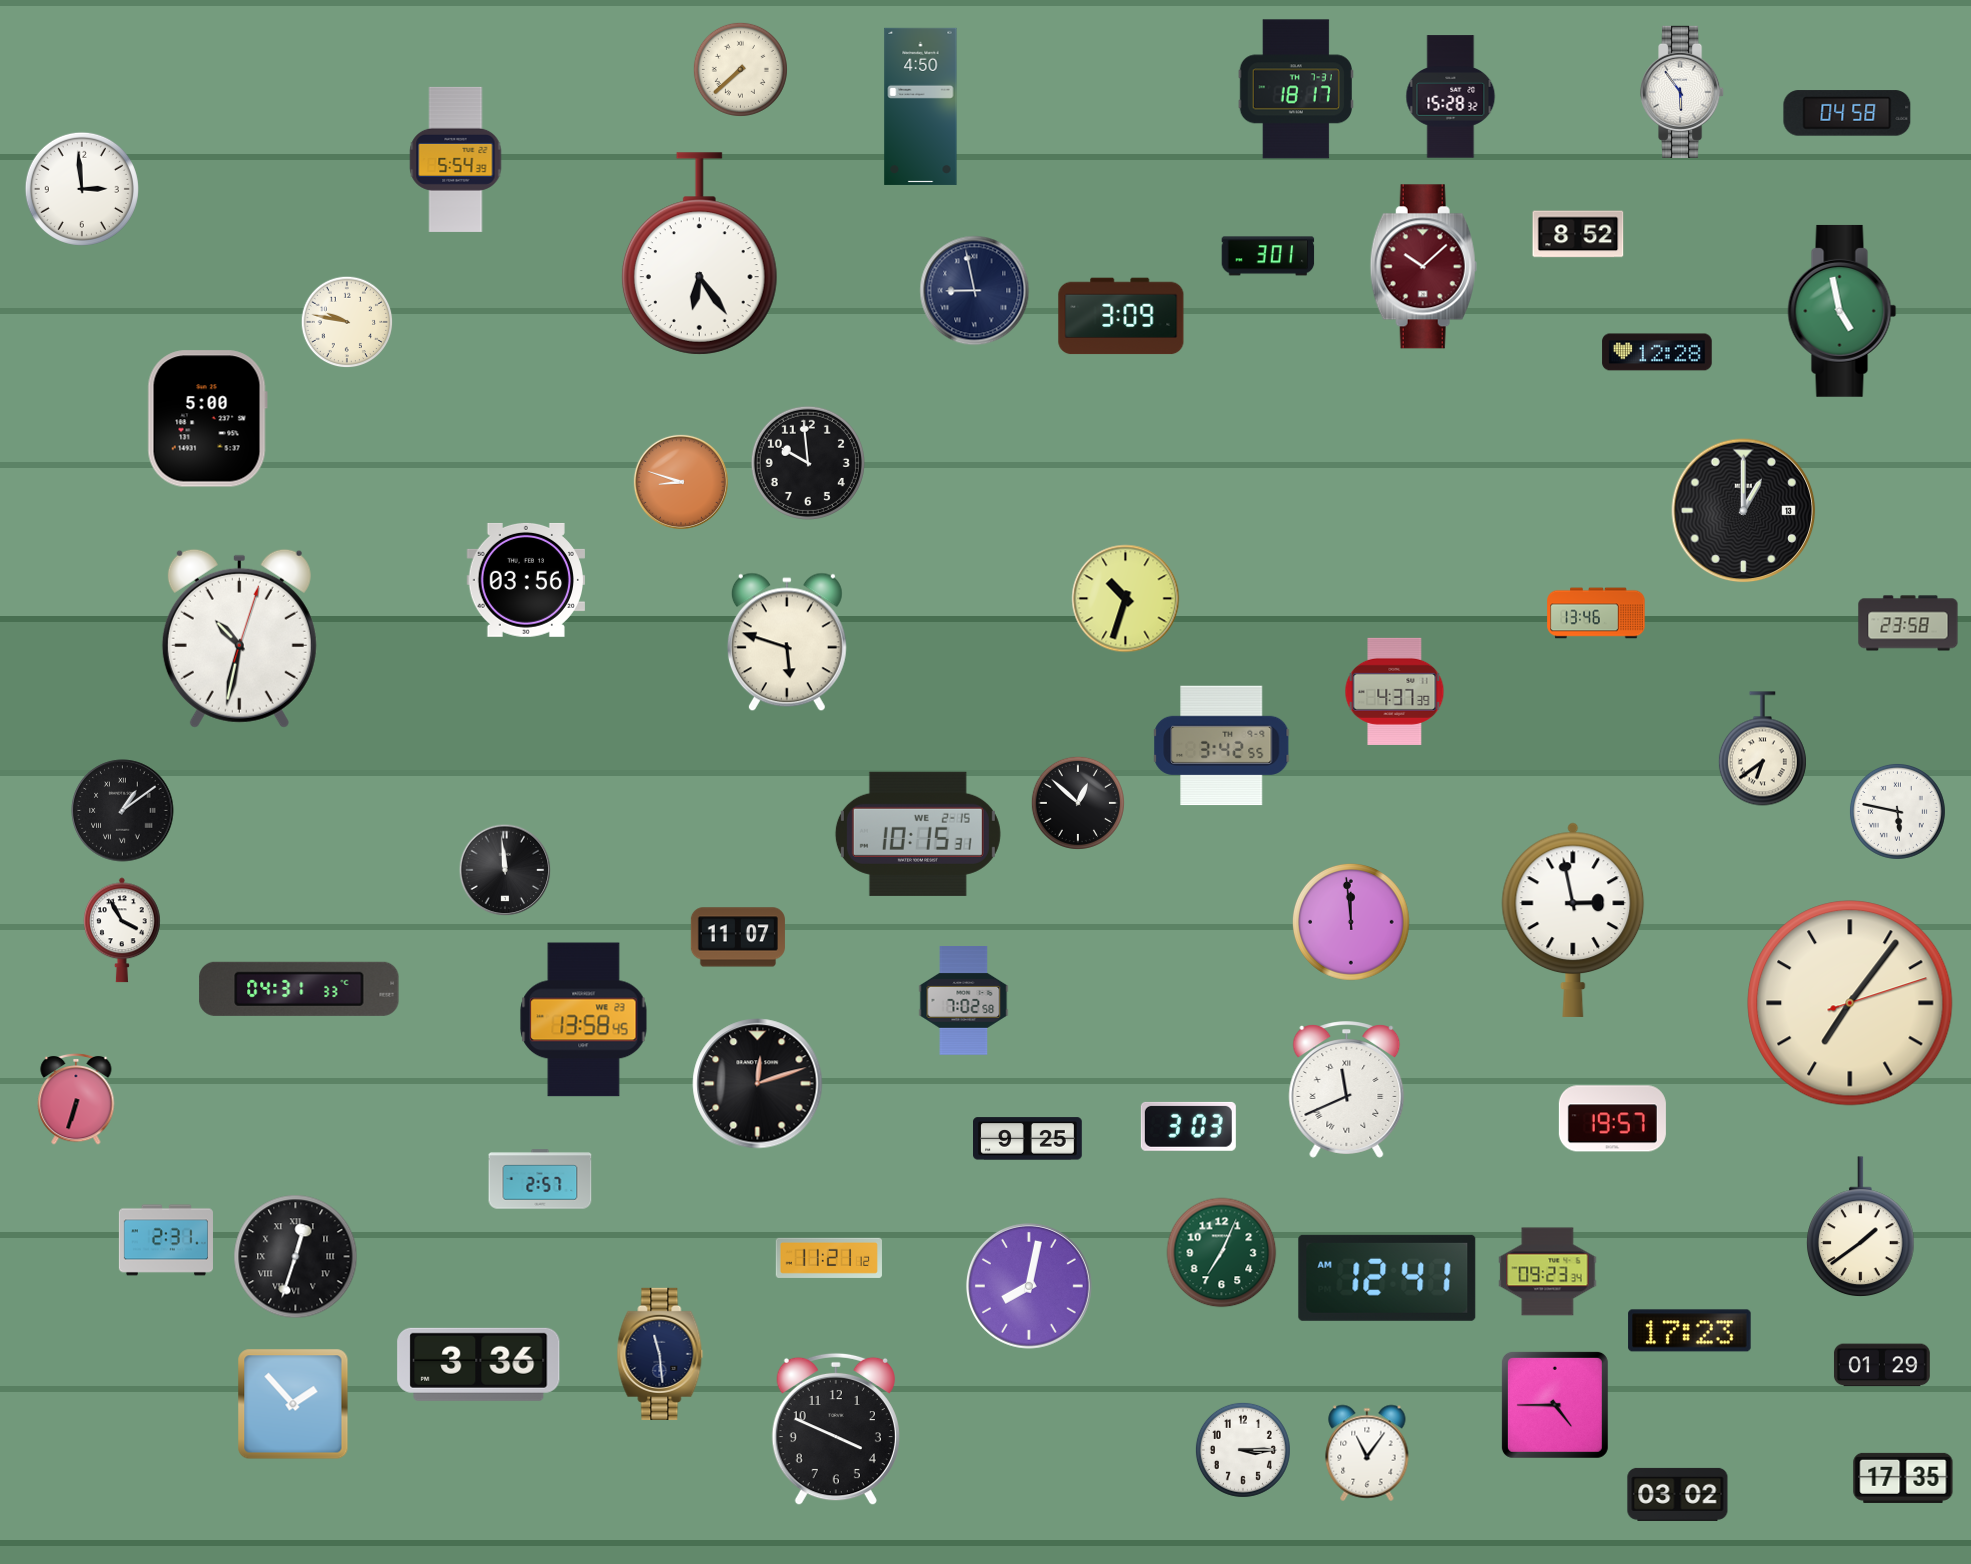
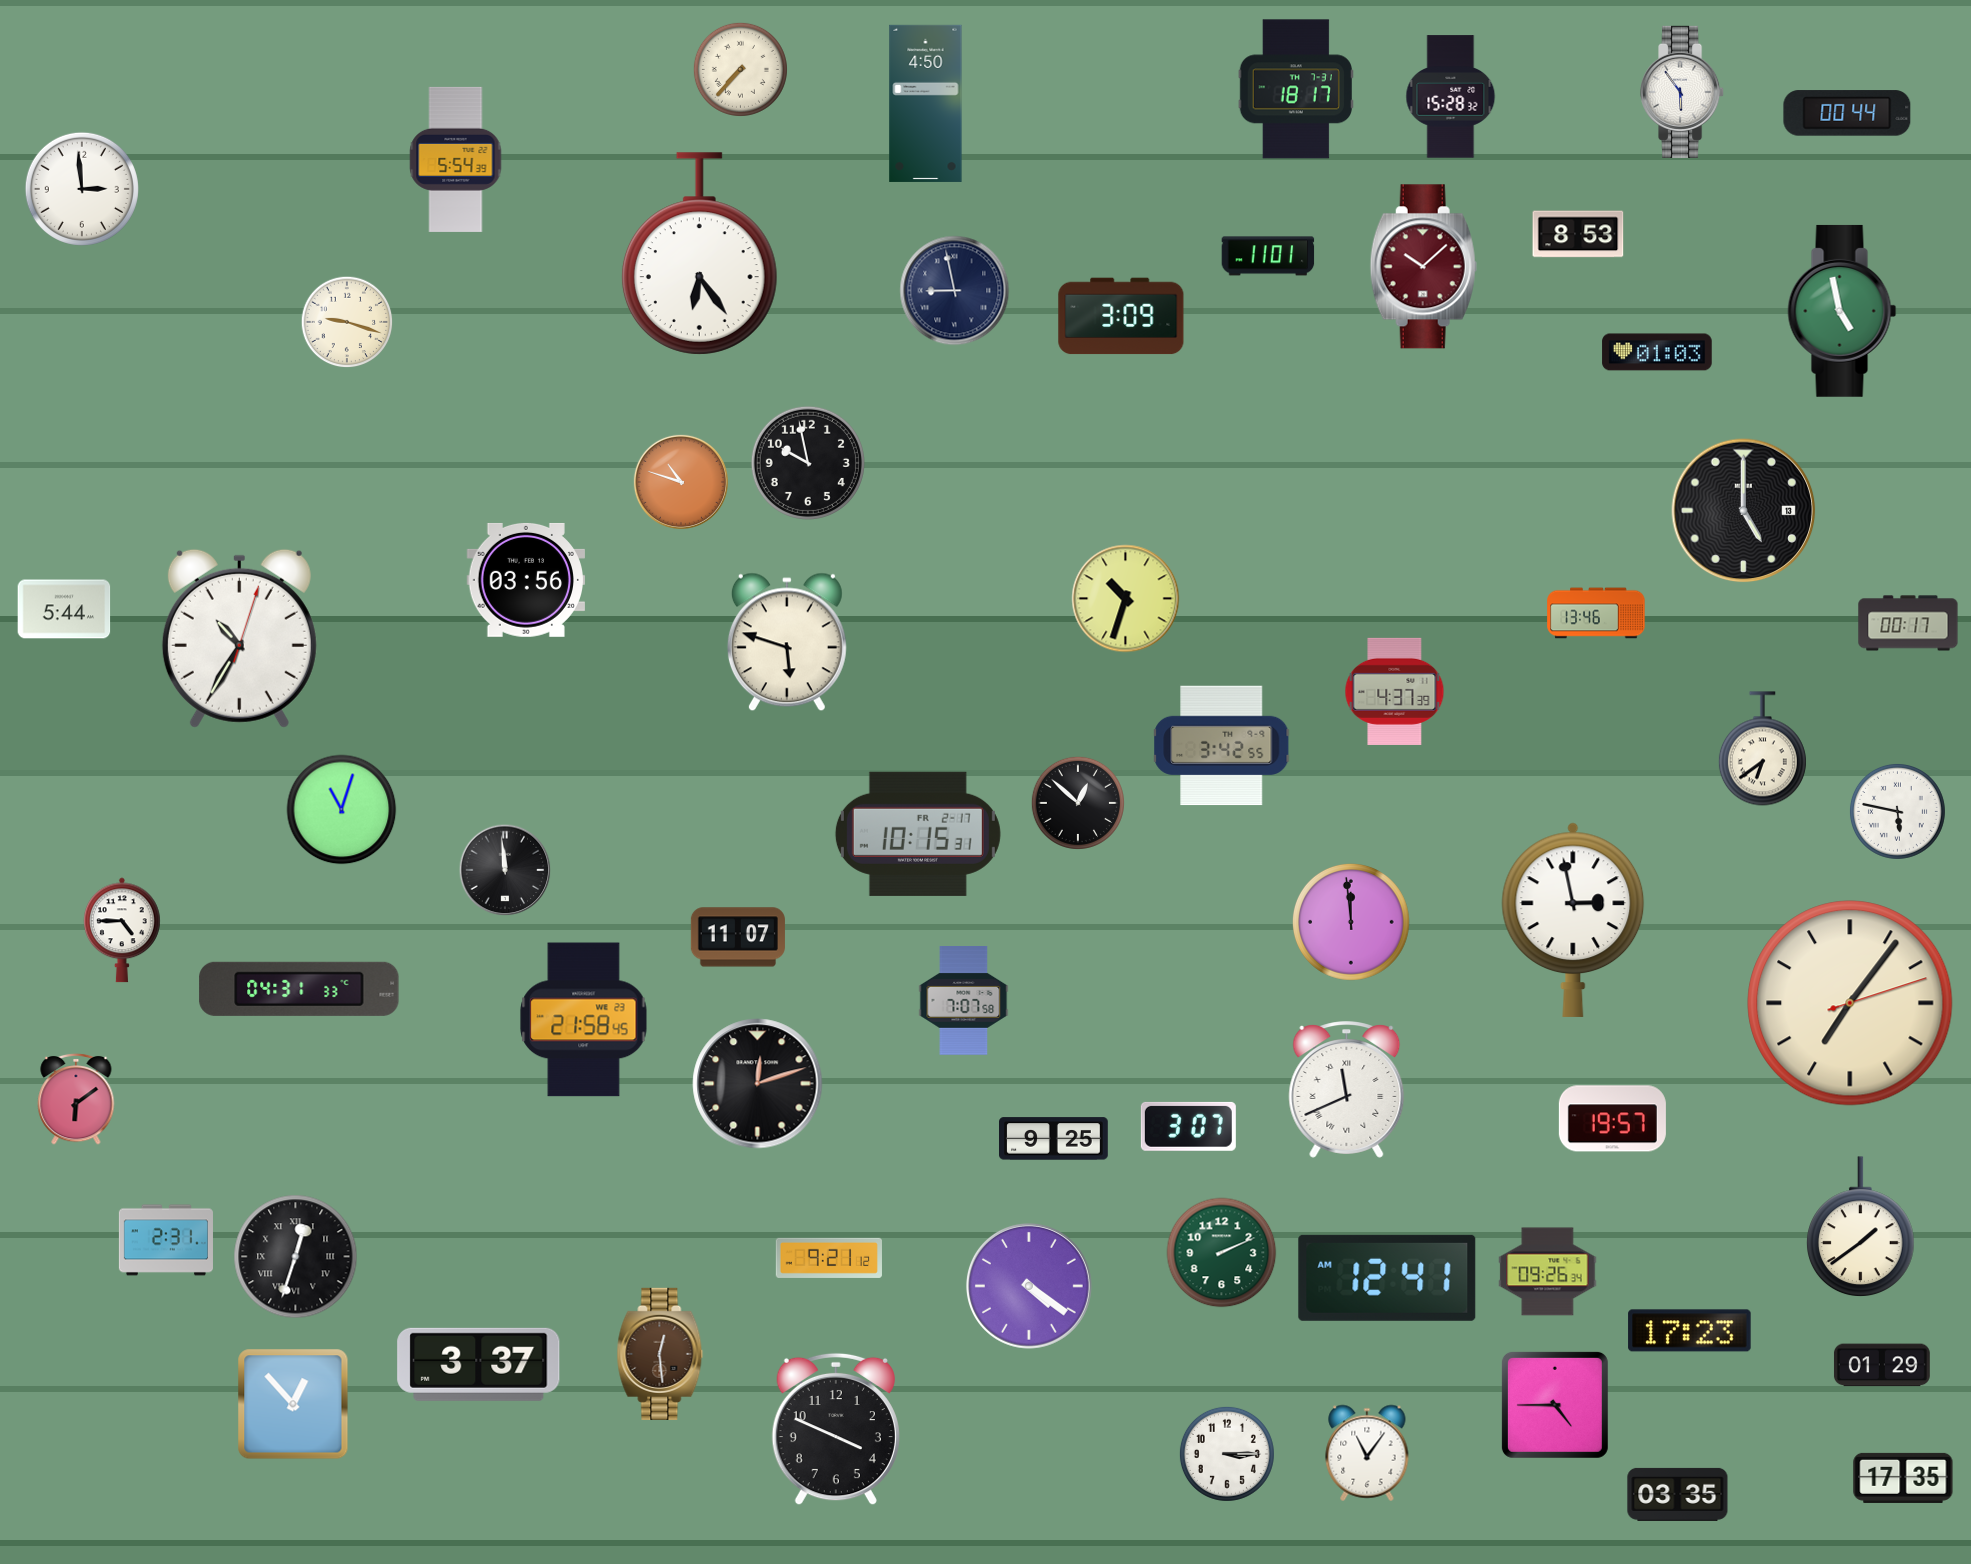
clock at (740, 69): 7:38 -> 7:37
clock at (921, 106) position: (921, 106) -> (926, 103)
clock at (1847, 113): 04:58 -> 00:44
clock at (1578, 234): 8:52 -> 8:53
clock at (1268, 256): 3:01 -> 11:01
clock at (975, 291) position: (975, 291) -> (955, 291)
clock at (347, 322): 9:47 -> 9:18
clock at (1657, 352): 12:28 -> 01:03
clock at (207, 419): 5:00 -> none
clock at (808, 463): 9:59 -> 9:58
clock at (681, 482): 8:48 -> 10:48
clock at (1744, 511): 1:00 -> 5:00
clock at (64, 609): none -> 5:44
clock at (1908, 623): 23:58 -> 00:17
clock at (239, 638): 10:32 -> 10:35
clock at (342, 810): none -> 11:03
clock at (123, 811): 1:09 -> none
clock at (918, 834) date: WE 2-15 -> FR 2-17
clock at (123, 930): 3:55 -> 4:45
clock at (964, 1001): 7:02 -> 7:07
clock at (584, 1020): 13:58 -> 21:58
clock at (76, 1099): 6:33 -> 6:09
clock at (1188, 1126): 3:03 -> 3:07
clock at (1028, 1139) position: (1028, 1139) -> (1054, 1139)
clock at (540, 1179): 2:57 -> none
clock at (1222, 1253): 7:04 -> 2:11
clock at (829, 1258): 11:21 -> 9:21
clock at (1548, 1272): 09:23 -> 09:26
clock at (1029, 1286): 8:02 -> 4:21
clock at (660, 1354): 11:29 -> 12:29
clock at (660, 1354) dial: navy -> brown
clock at (479, 1364): 3:36 -> 3:37
clock at (293, 1404): 1:53 -> 12:53
clock at (1243, 1450) position: (1243, 1450) -> (1227, 1454)
clock at (1678, 1494): 03:02 -> 03:35
